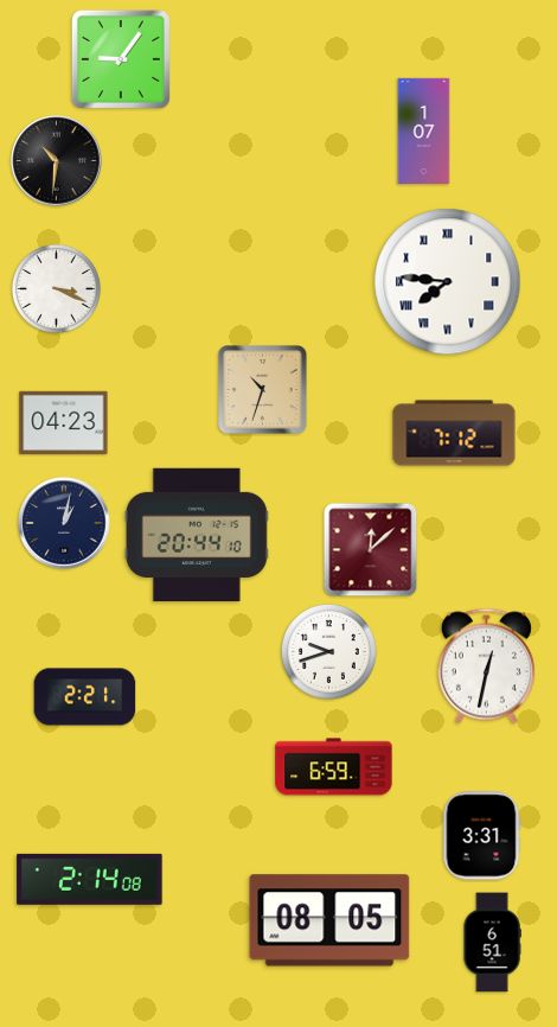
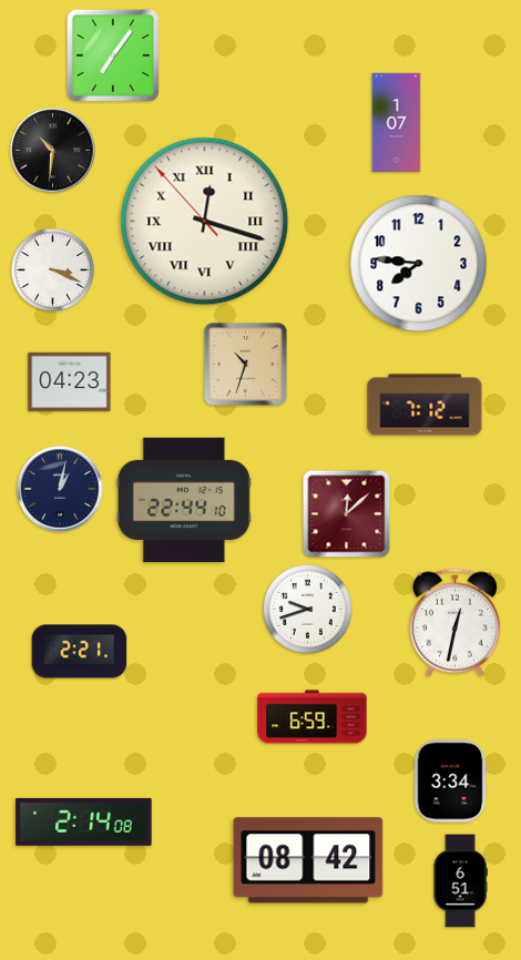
clock at (121, 59): 9:06 -> 7:06
clock at (205, 222): none -> 12:17
clock at (448, 282) numerals: Roman -> Arabic
clock at (64, 422) position: (64, 422) -> (70, 381)
clock at (197, 535): 20:44 -> 22:44
clock at (481, 836): 3:31 -> 3:34
clock at (329, 920): 08:05 -> 08:42
